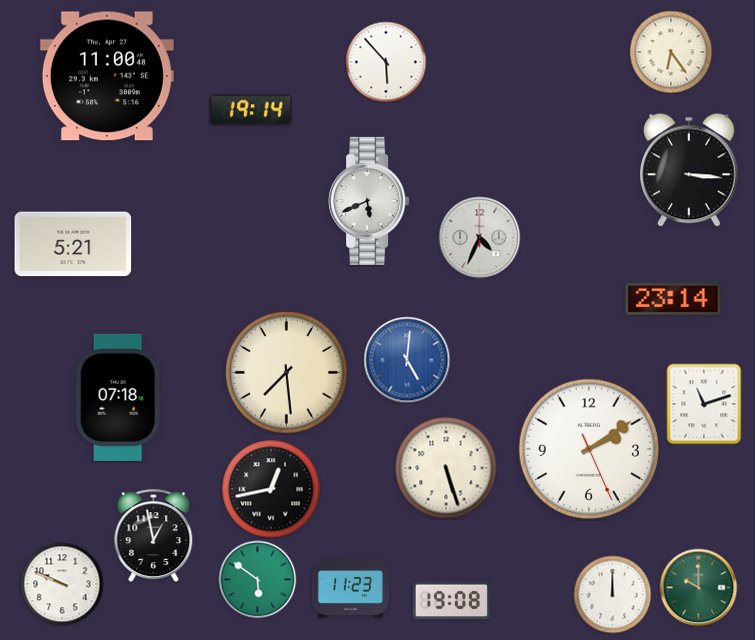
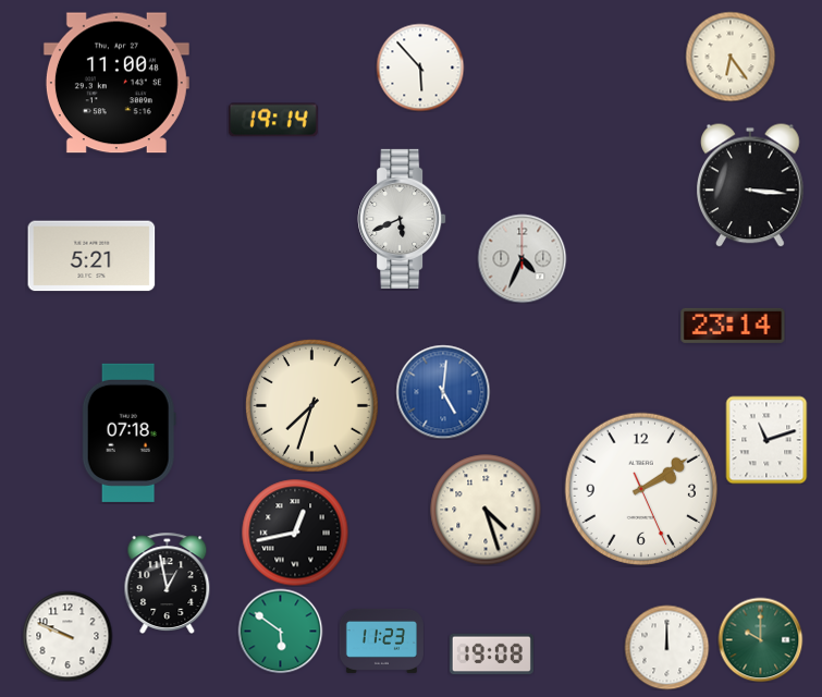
clock at (73, 244) position: (73, 244) -> (91, 256)
clock at (286, 372): 7:29 -> 7:33
clock at (446, 468): 5:27 -> 4:27
